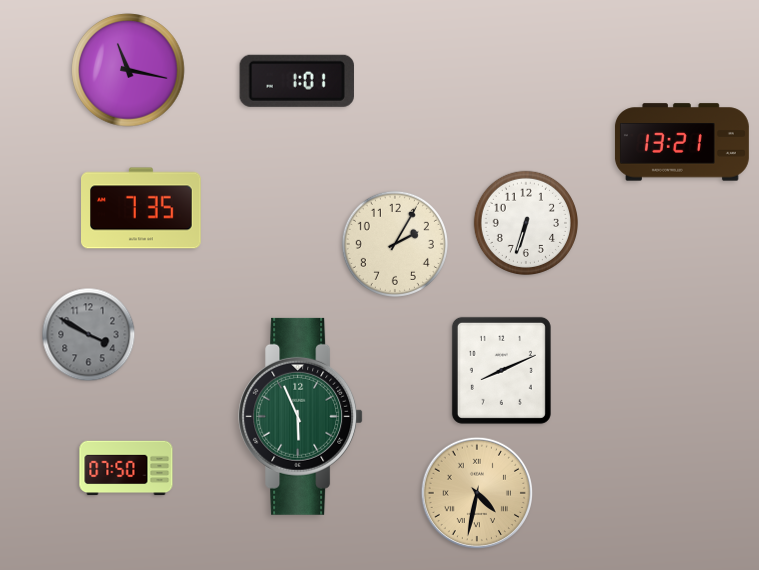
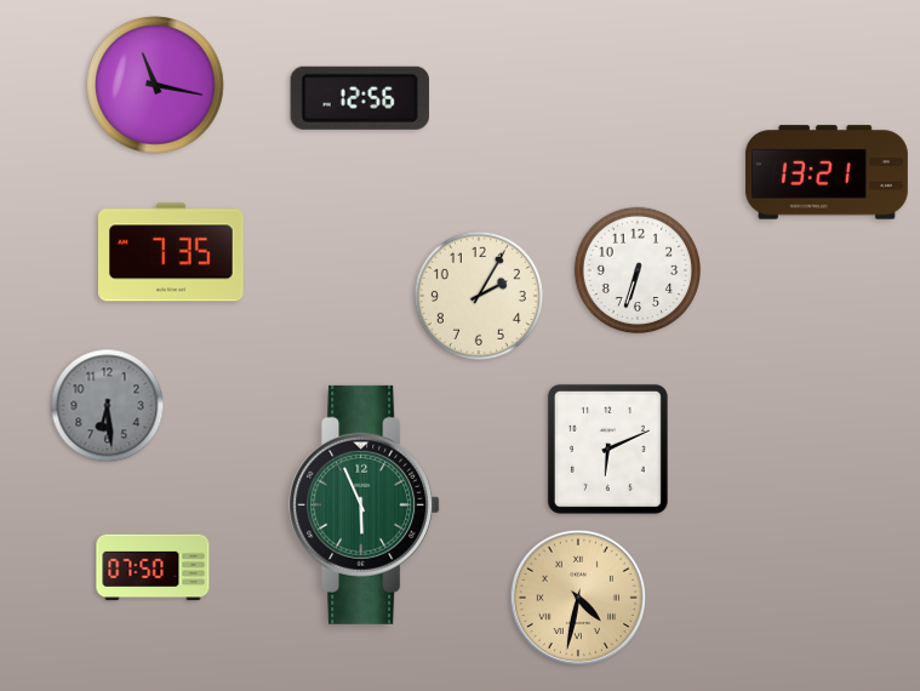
clock at (297, 81): 1:01 -> 12:56
clock at (89, 335): 3:50 -> 6:29
clock at (501, 370): 8:11 -> 6:11
